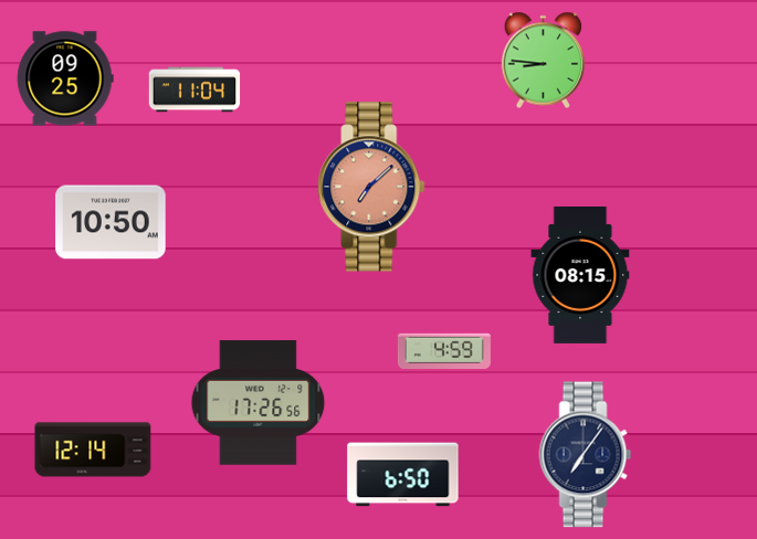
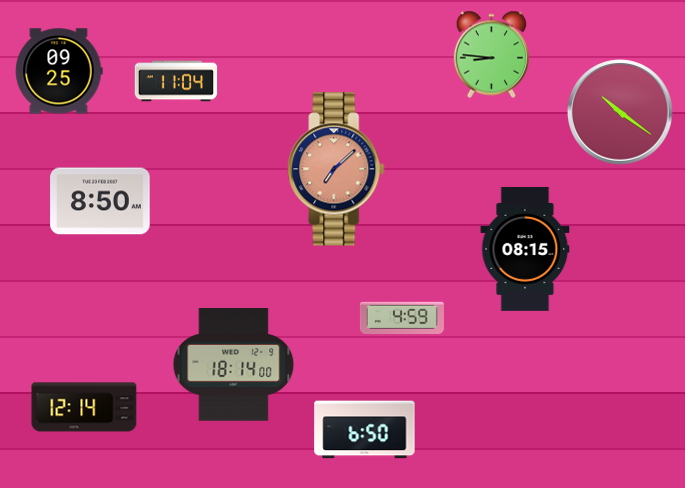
clock at (620, 112): none -> 10:21
clock at (111, 222): 10:50 -> 8:50
clock at (259, 403): 17:26 -> 18:14
clock at (586, 455): 7:06 -> none
